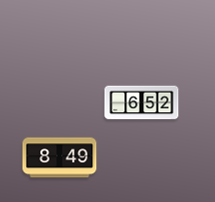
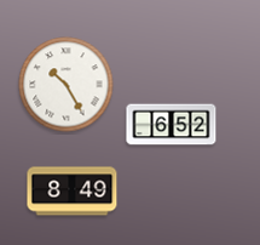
clock at (67, 85): none -> 10:25
